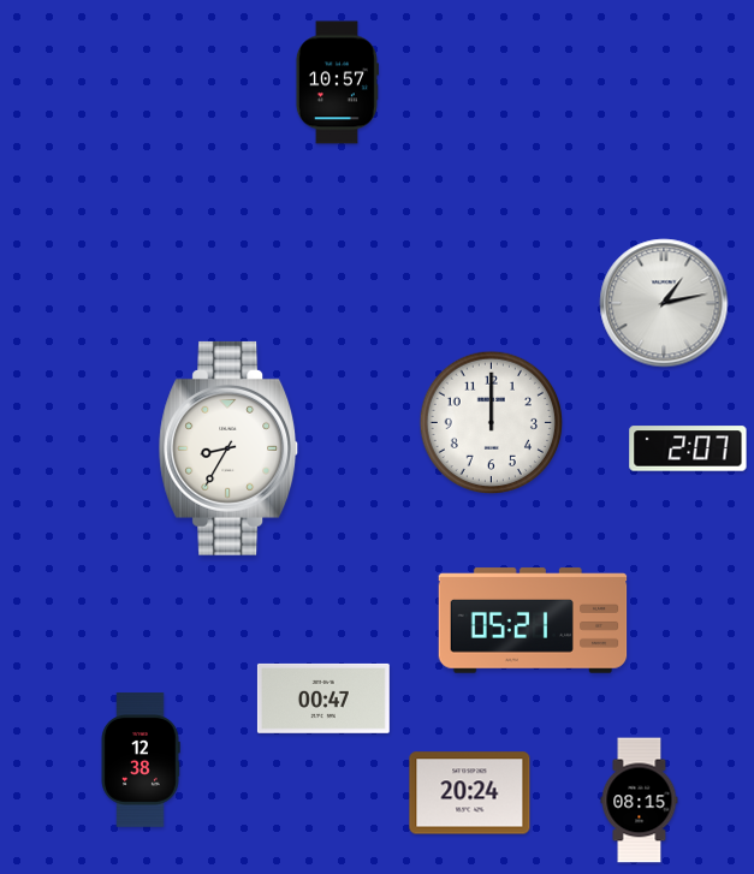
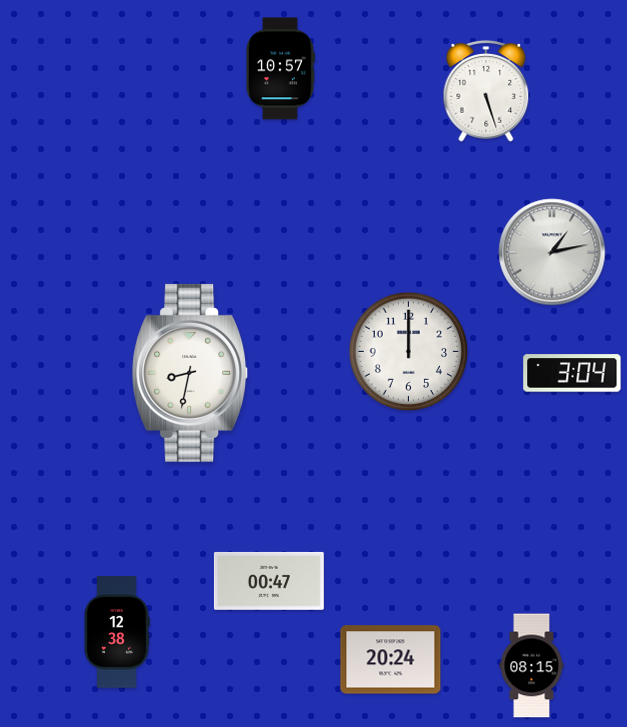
clock at (486, 92): none -> 5:27
clock at (228, 448): 8:35 -> 8:32
clock at (688, 448): 2:07 -> 3:04
clock at (533, 620): 05:21 -> none
